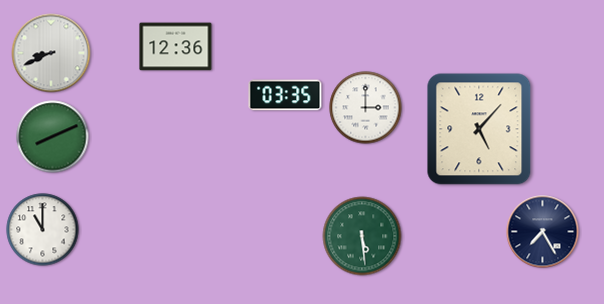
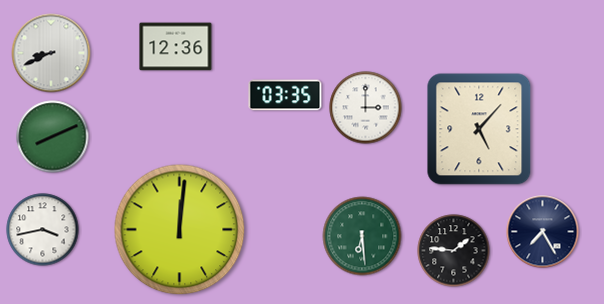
clock at (43, 230): 11:00 -> 3:43
clock at (180, 230): none -> 12:01
clock at (362, 236): 5:29 -> 6:29
clock at (454, 251): none -> 1:46
